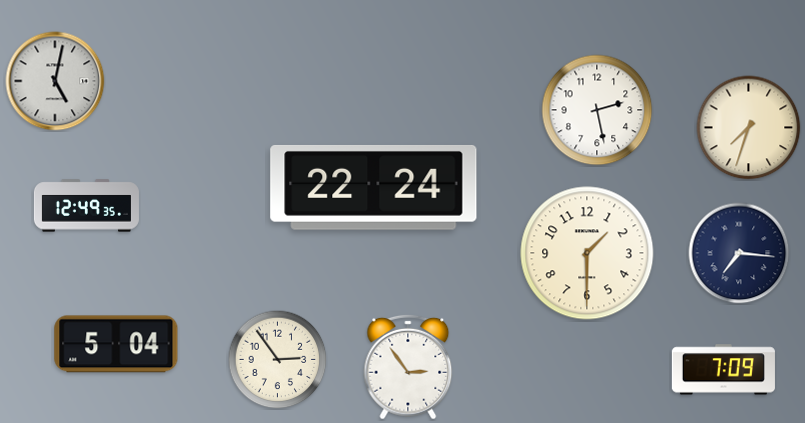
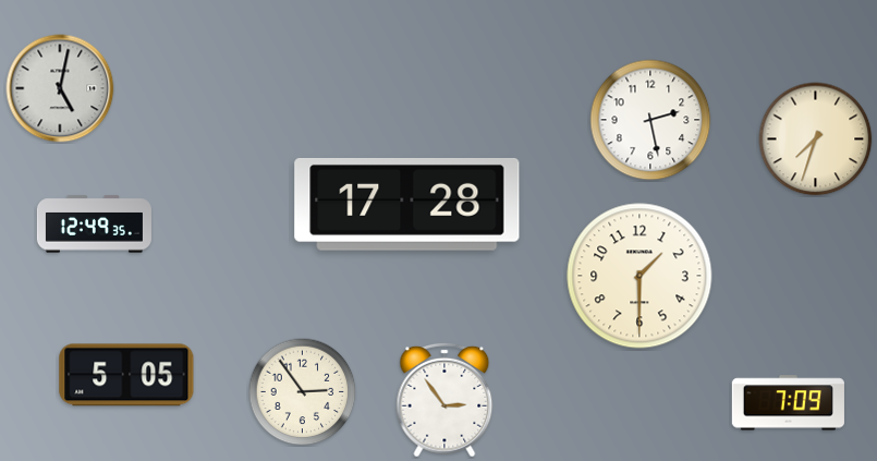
clock at (374, 187): 22:24 -> 17:28
clock at (739, 253): 7:16 -> none
clock at (116, 344): 5:04 -> 5:05
